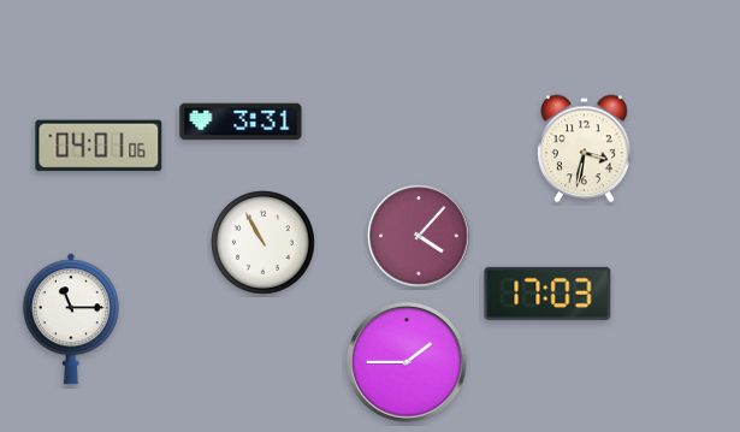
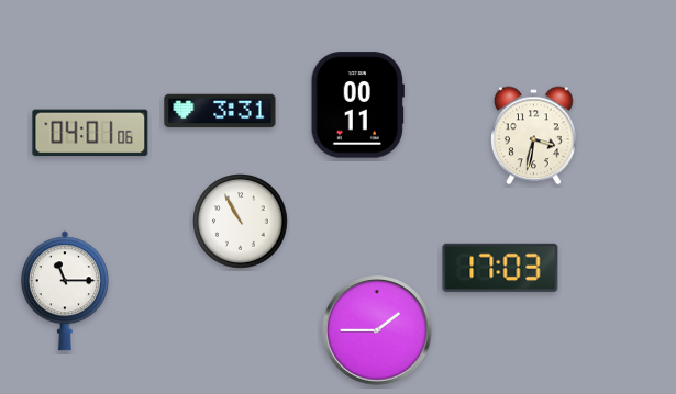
clock at (357, 105): none -> 00:11
clock at (419, 236): 4:07 -> none
clock at (408, 363) position: (408, 363) -> (378, 331)
